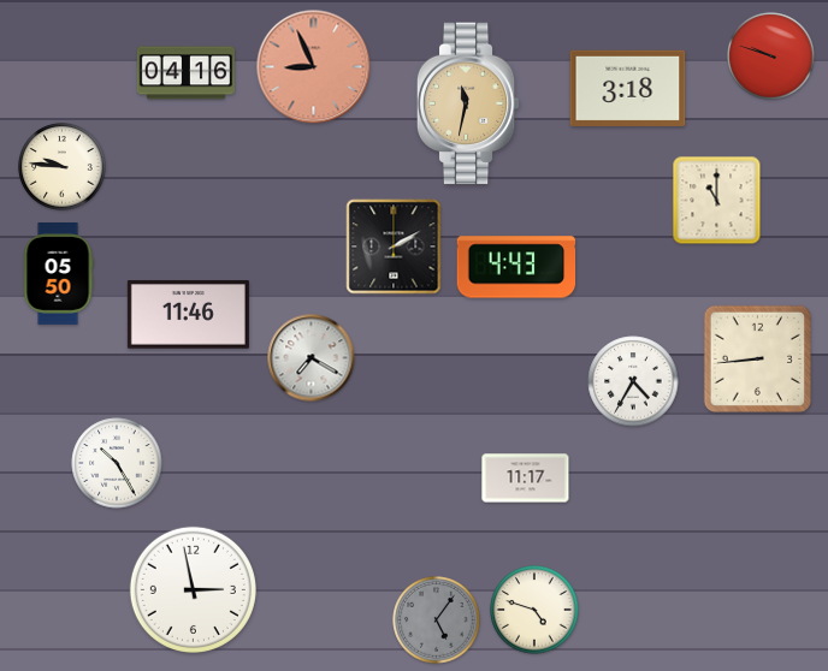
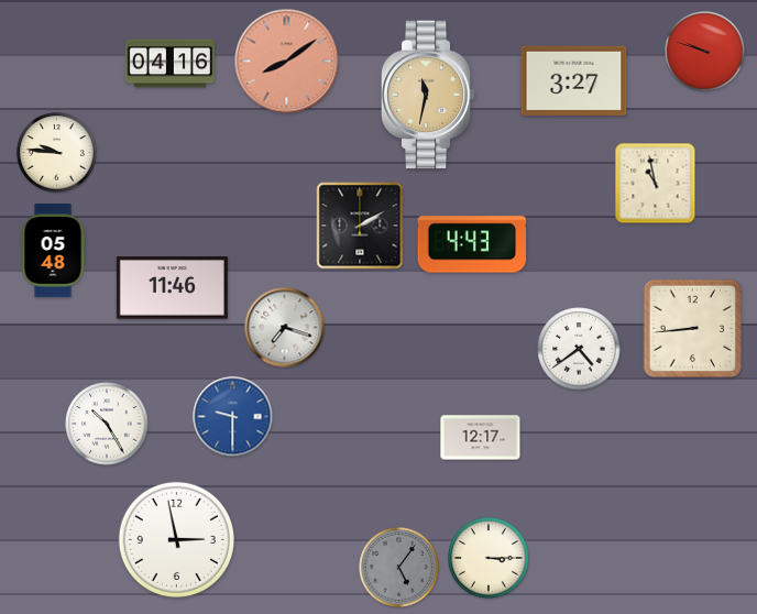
clock at (314, 67): 8:56 -> 8:09
clock at (187, 73) position: (187, 73) -> (171, 64)
clock at (628, 88): 3:18 -> 3:27
clock at (717, 201): 11:00 -> 10:58
clock at (58, 274): 05:50 -> 05:48
clock at (312, 358): 7:20 -> 7:18
clock at (633, 381): 4:35 -> 4:39
clock at (233, 417): none -> 9:30
clock at (526, 479): 11:17 -> 12:17
clock at (534, 610): 4:48 -> 3:15
